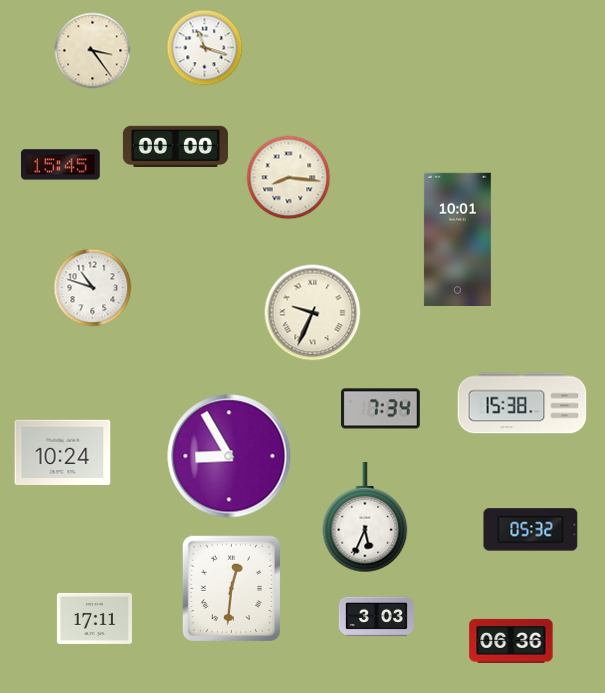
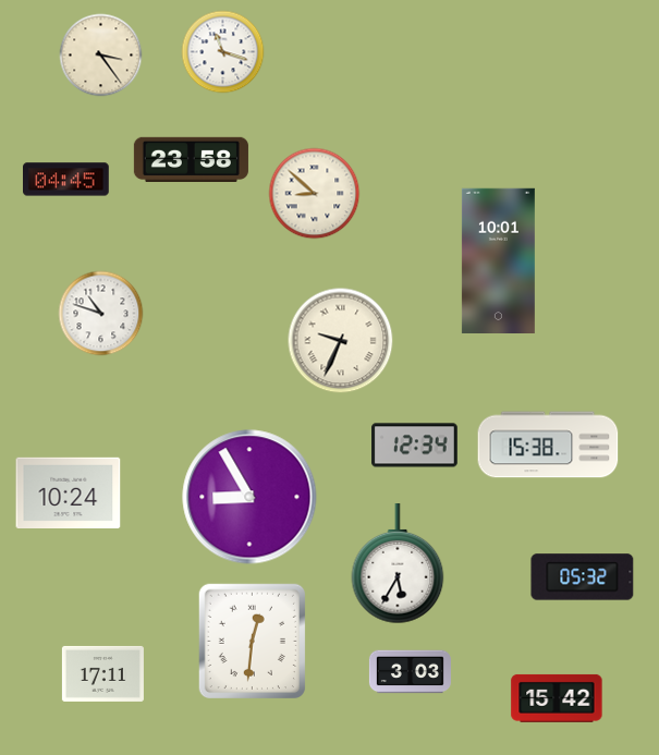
clock at (175, 147): 00:00 -> 23:58
clock at (61, 165): 15:45 -> 04:45
clock at (289, 178): 8:16 -> 8:52
clock at (522, 403) position: (522, 403) -> (548, 445)
clock at (381, 409): 7:34 -> 12:34
clock at (365, 518): 5:34 -> 5:35
clock at (531, 530) position: (531, 530) -> (583, 577)
clock at (511, 641): 06:36 -> 15:42
